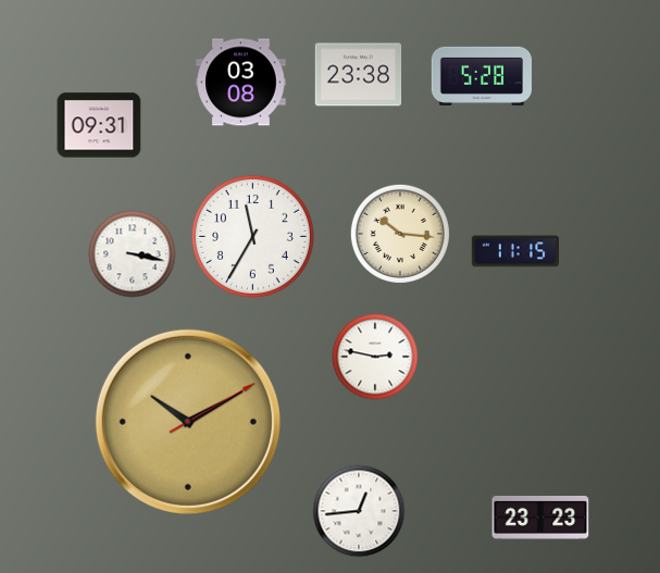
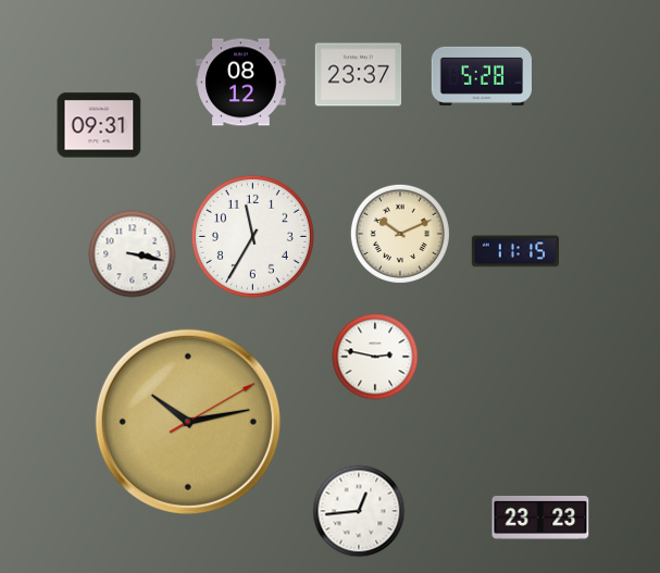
clock at (359, 75): 23:38 -> 23:37
clock at (241, 83): 03:08 -> 08:12
clock at (400, 234): 10:16 -> 10:11
clock at (188, 422): 10:10 -> 10:13
